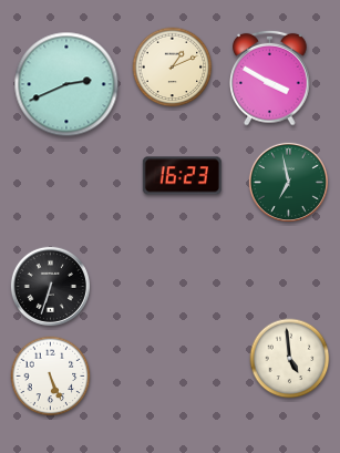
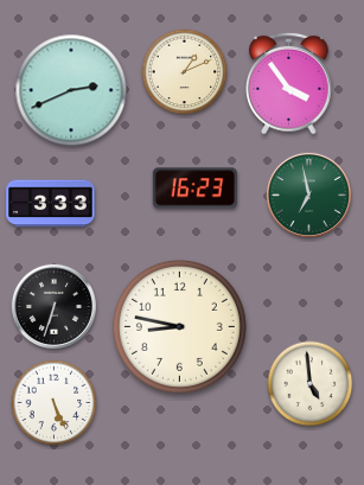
clock at (270, 78): 3:50 -> 3:54
clock at (51, 204): none -> 3:33
clock at (179, 326): none -> 8:47
